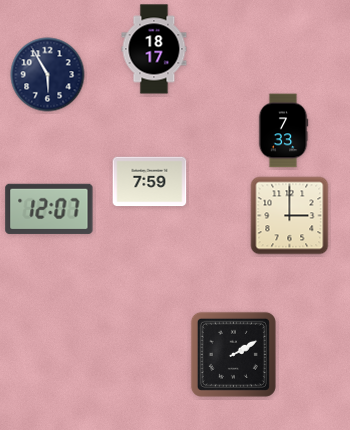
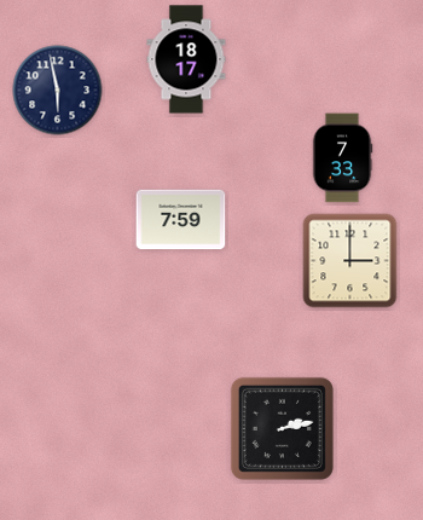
clock at (48, 75): 5:55 -> 5:58
clock at (49, 209): 12:07 -> none
clock at (233, 354): 2:10 -> 2:13
